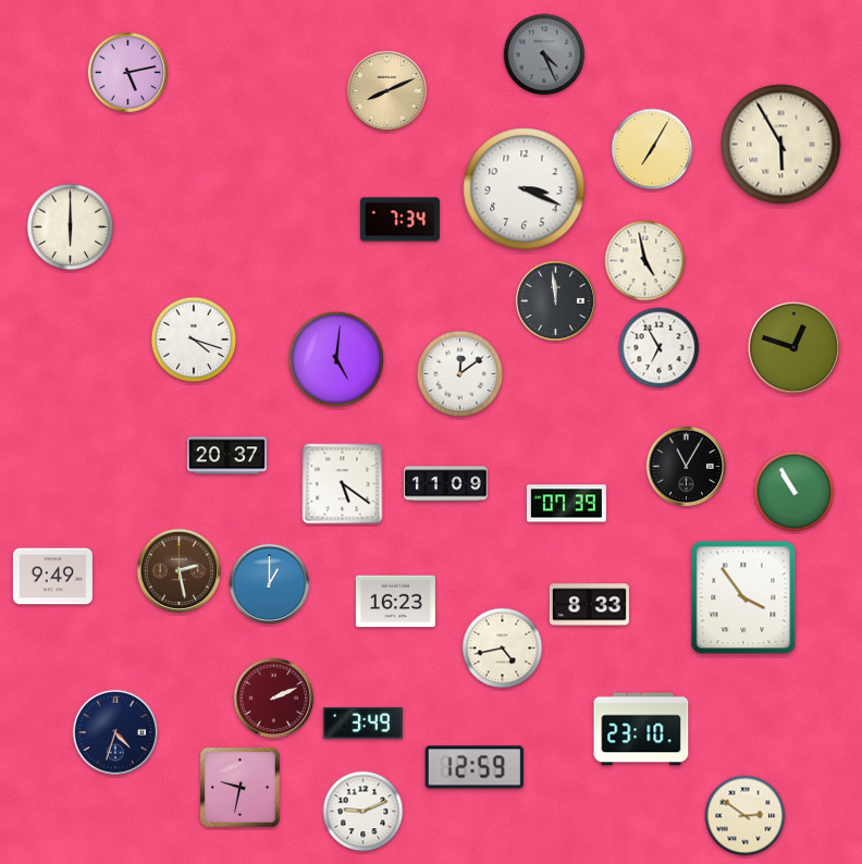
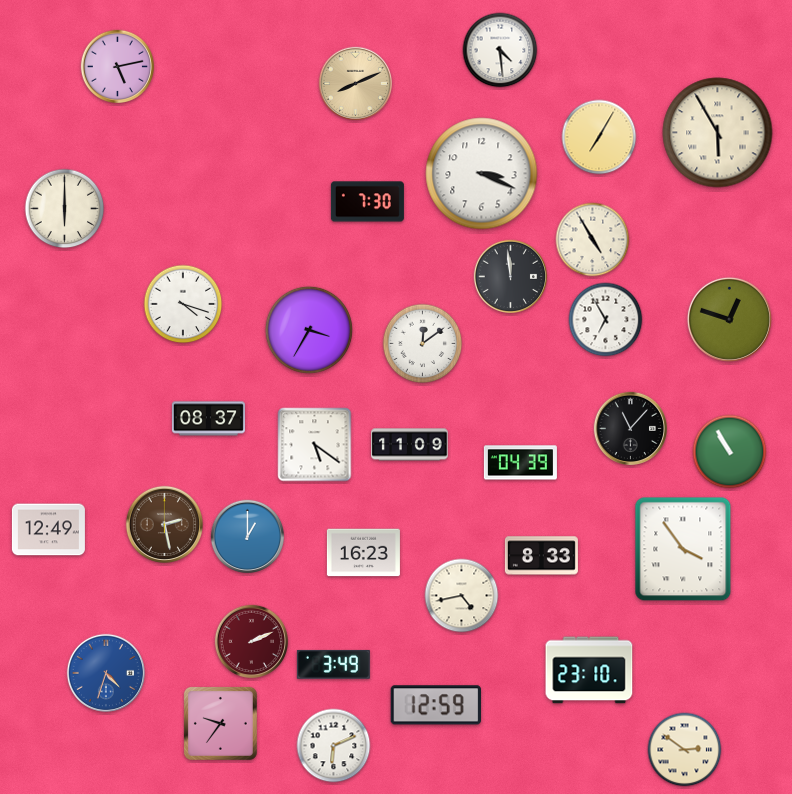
clock at (544, 54): 4:26 -> 4:29
clock at (544, 54) dial: grey -> white
clock at (399, 220): 7:34 -> 7:30
clock at (645, 261): 4:58 -> 4:55
clock at (194, 340) position: (194, 340) -> (183, 304)
clock at (336, 359): 5:01 -> 3:35
clock at (226, 456): 20:37 -> 08:37
clock at (686, 466): 11:05 -> 11:07
clock at (566, 504): 07:39 -> 04:39
clock at (52, 577): 9:49 -> 12:49
clock at (115, 732) dial: navy -> blue
clock at (239, 787): 9:32 -> 9:36
clock at (364, 812): 9:11 -> 6:11
